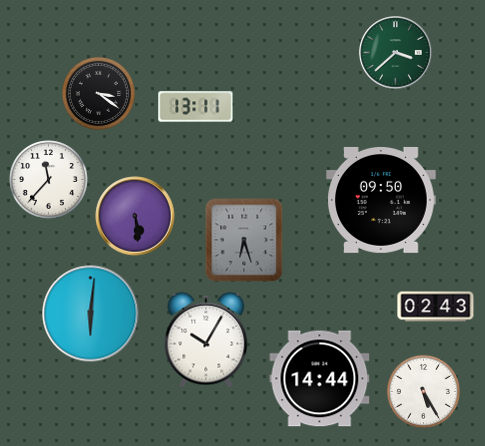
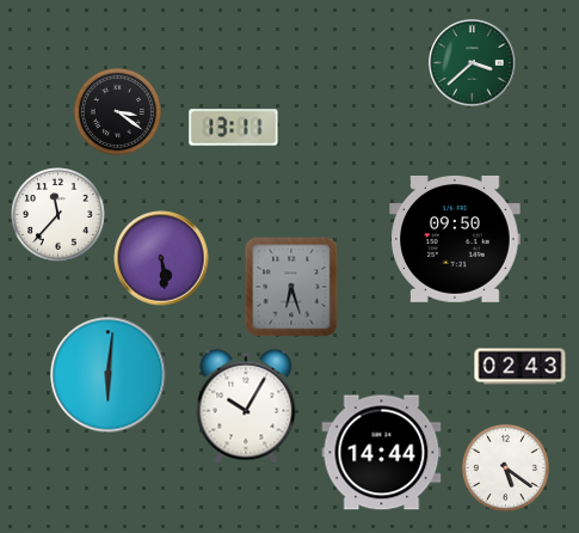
clock at (423, 391): 5:25 -> 5:21
